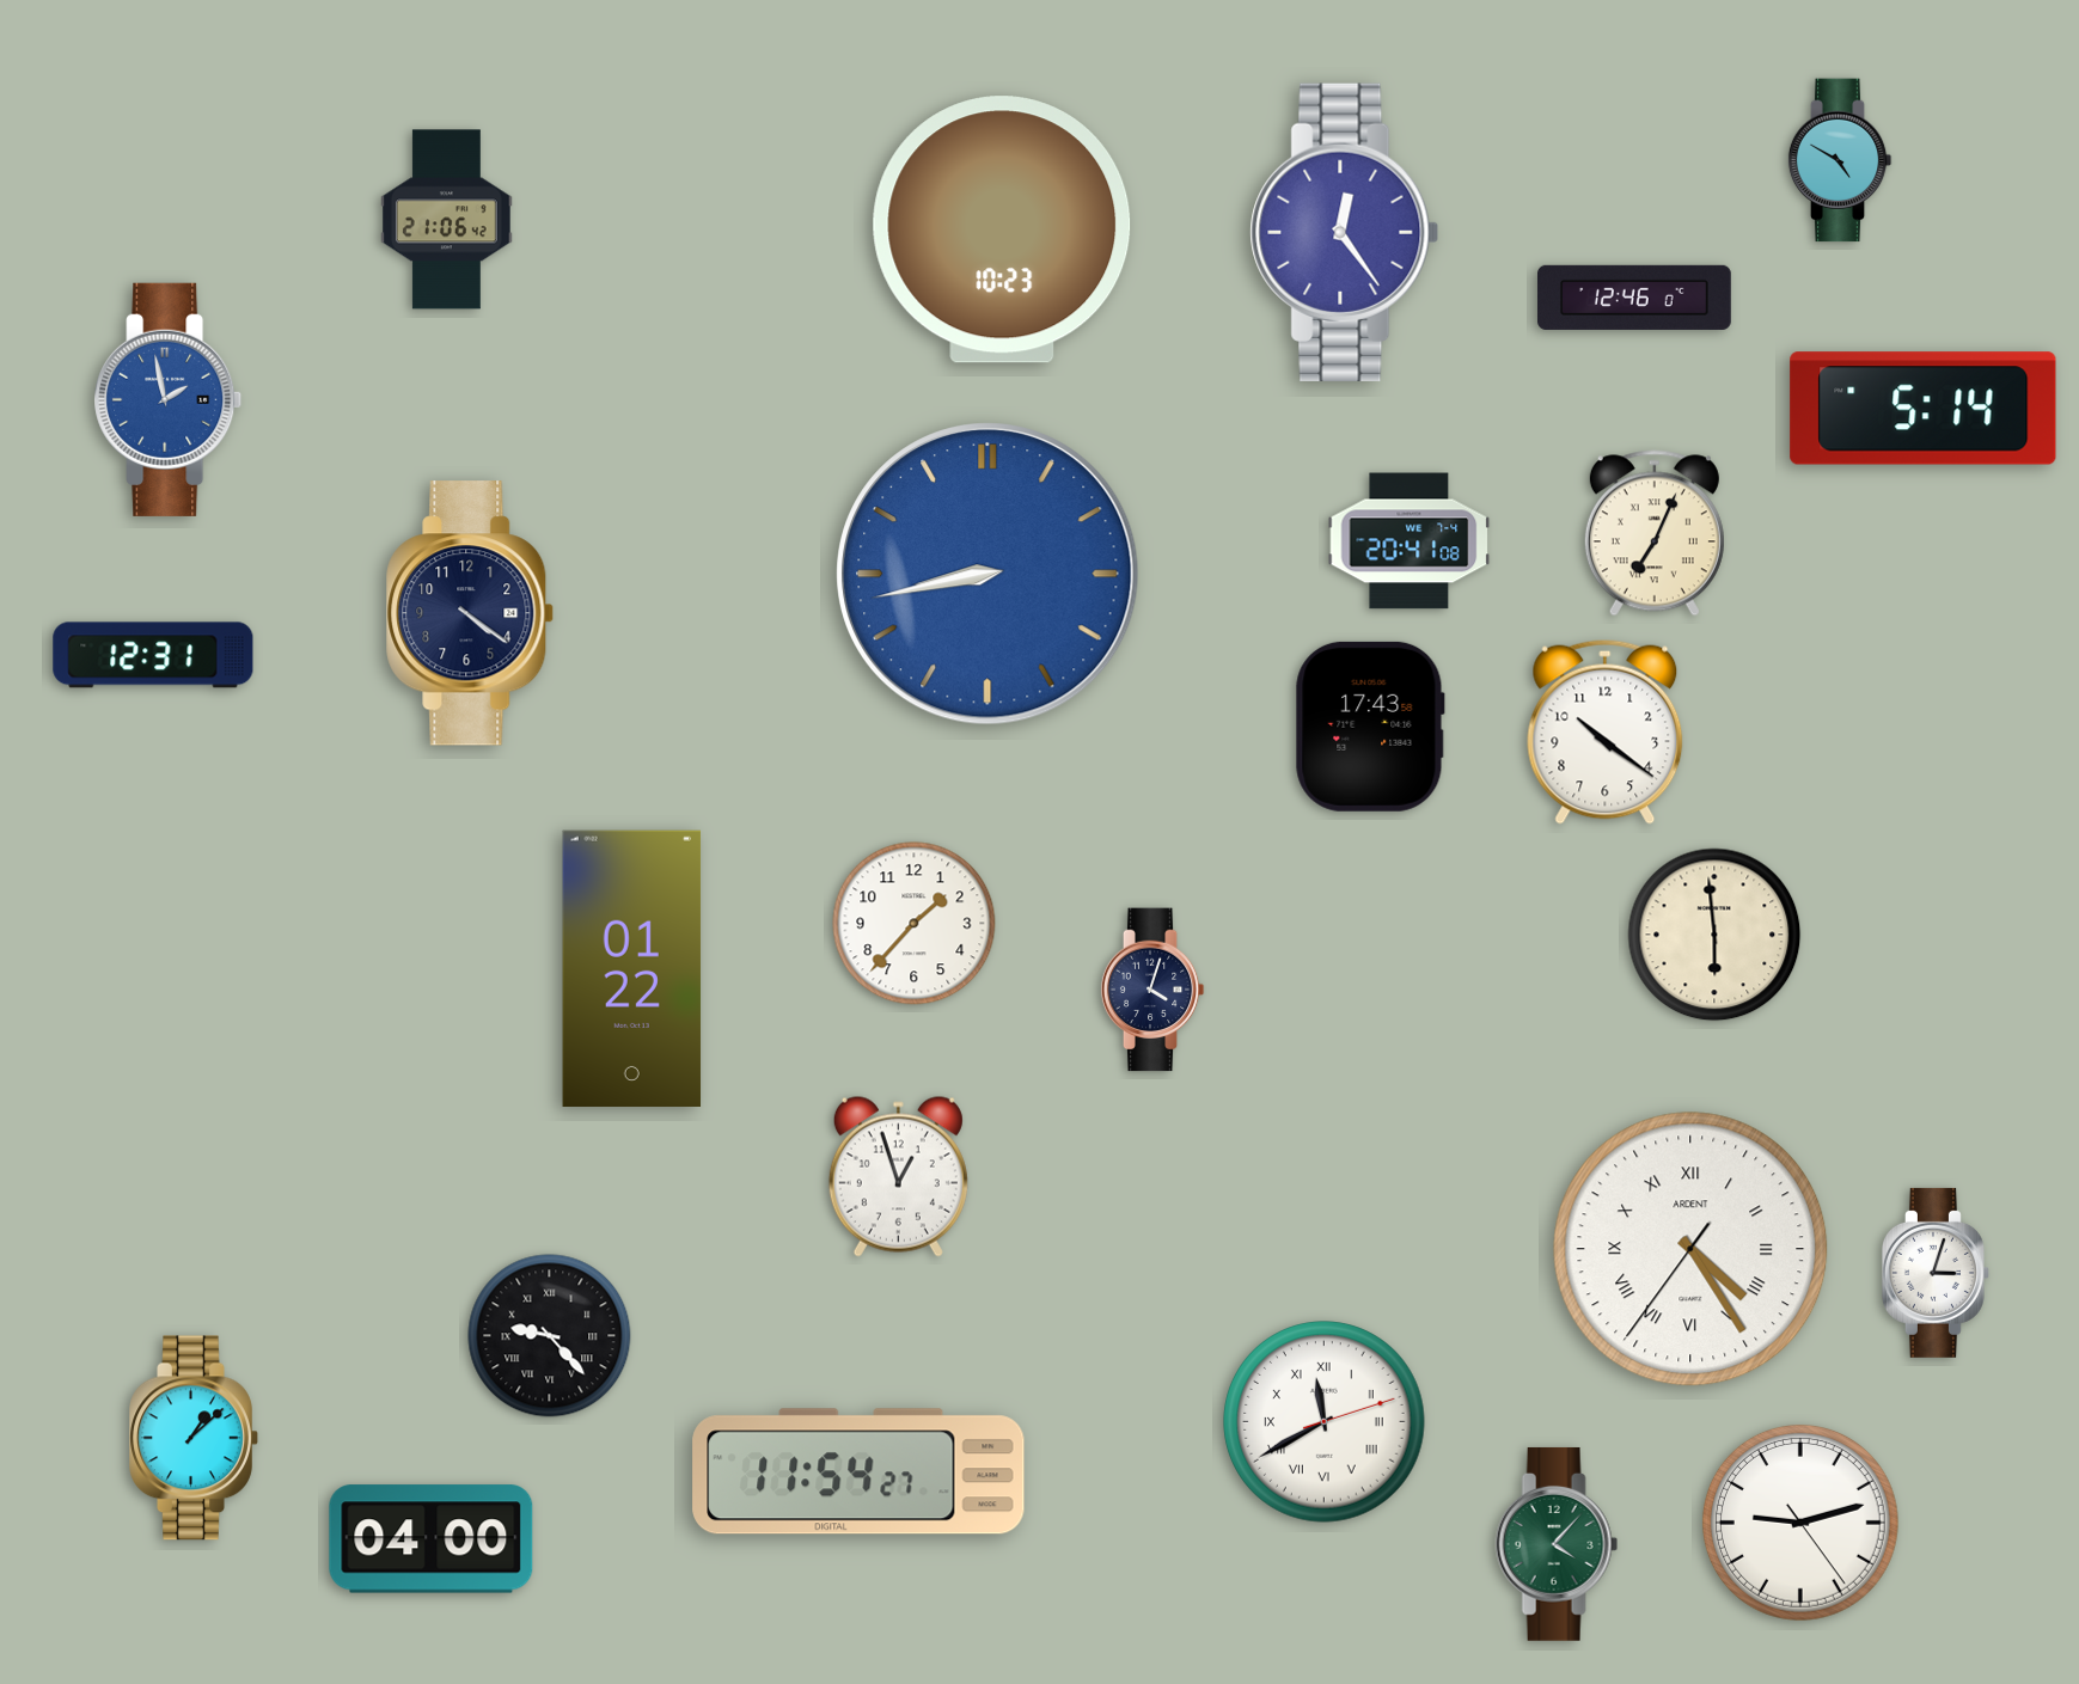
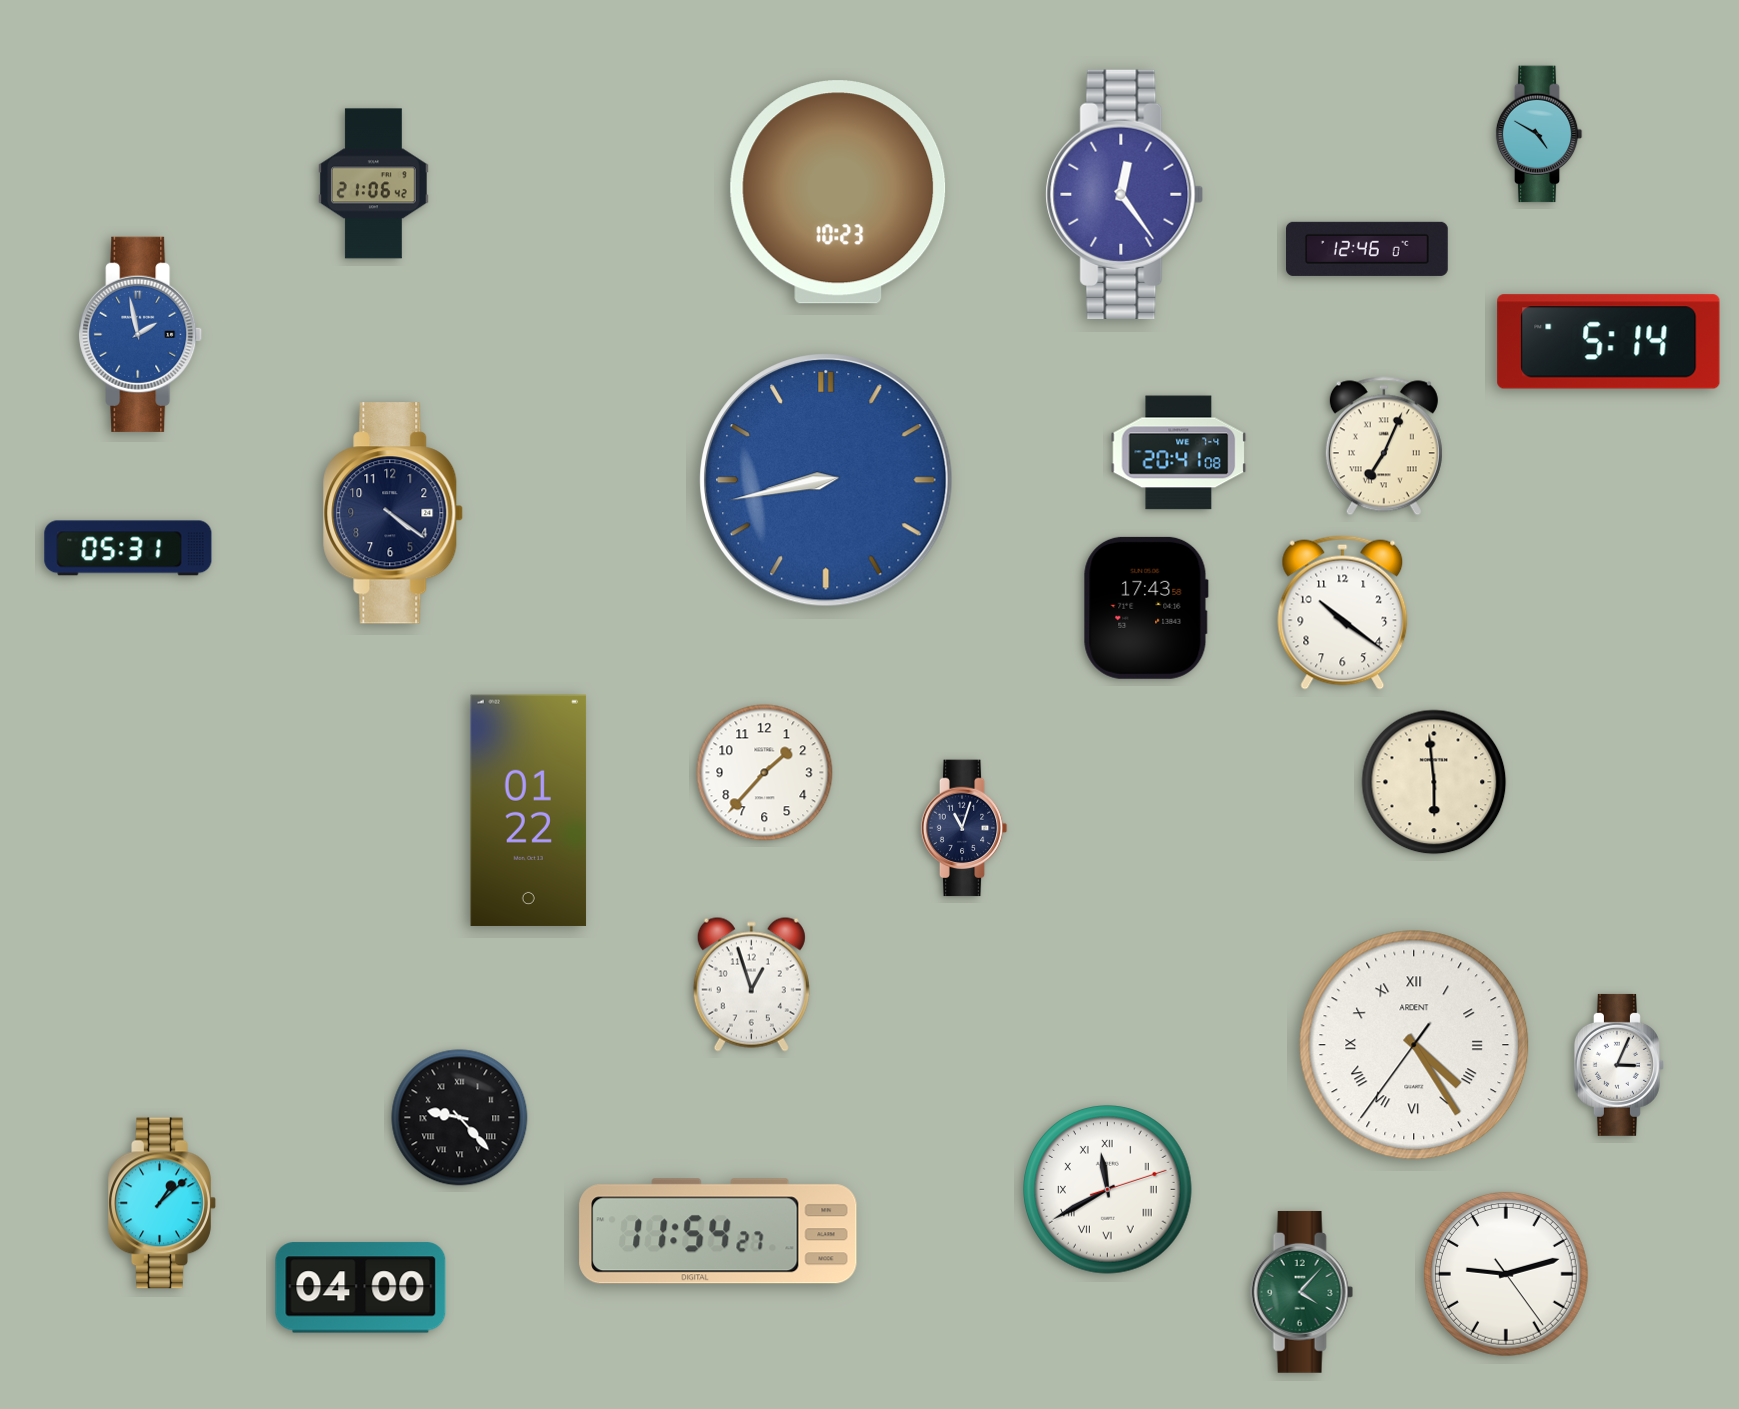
clock at (153, 655): 12:31 -> 05:31
clock at (1152, 990): 4:03 -> 11:03
clock at (1936, 1273): 3:03 -> 3:04
